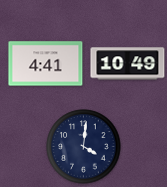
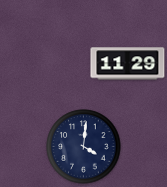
clock at (46, 64): 4:41 -> none
clock at (128, 64): 10:49 -> 11:29
